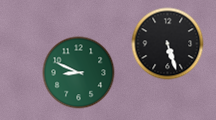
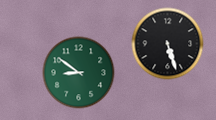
clock at (79, 73): 8:49 -> 8:51
